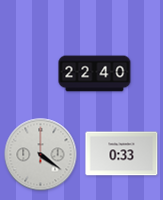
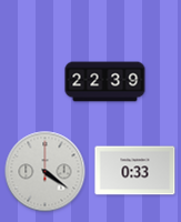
clock at (95, 74): 22:40 -> 22:39
